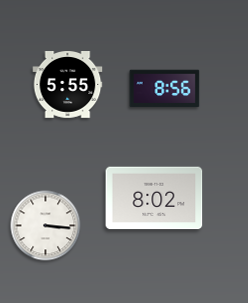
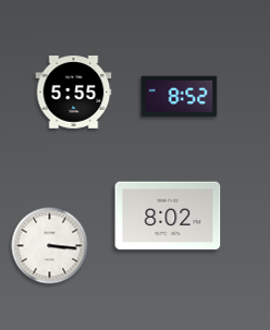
clock at (165, 89): 8:56 -> 8:52
